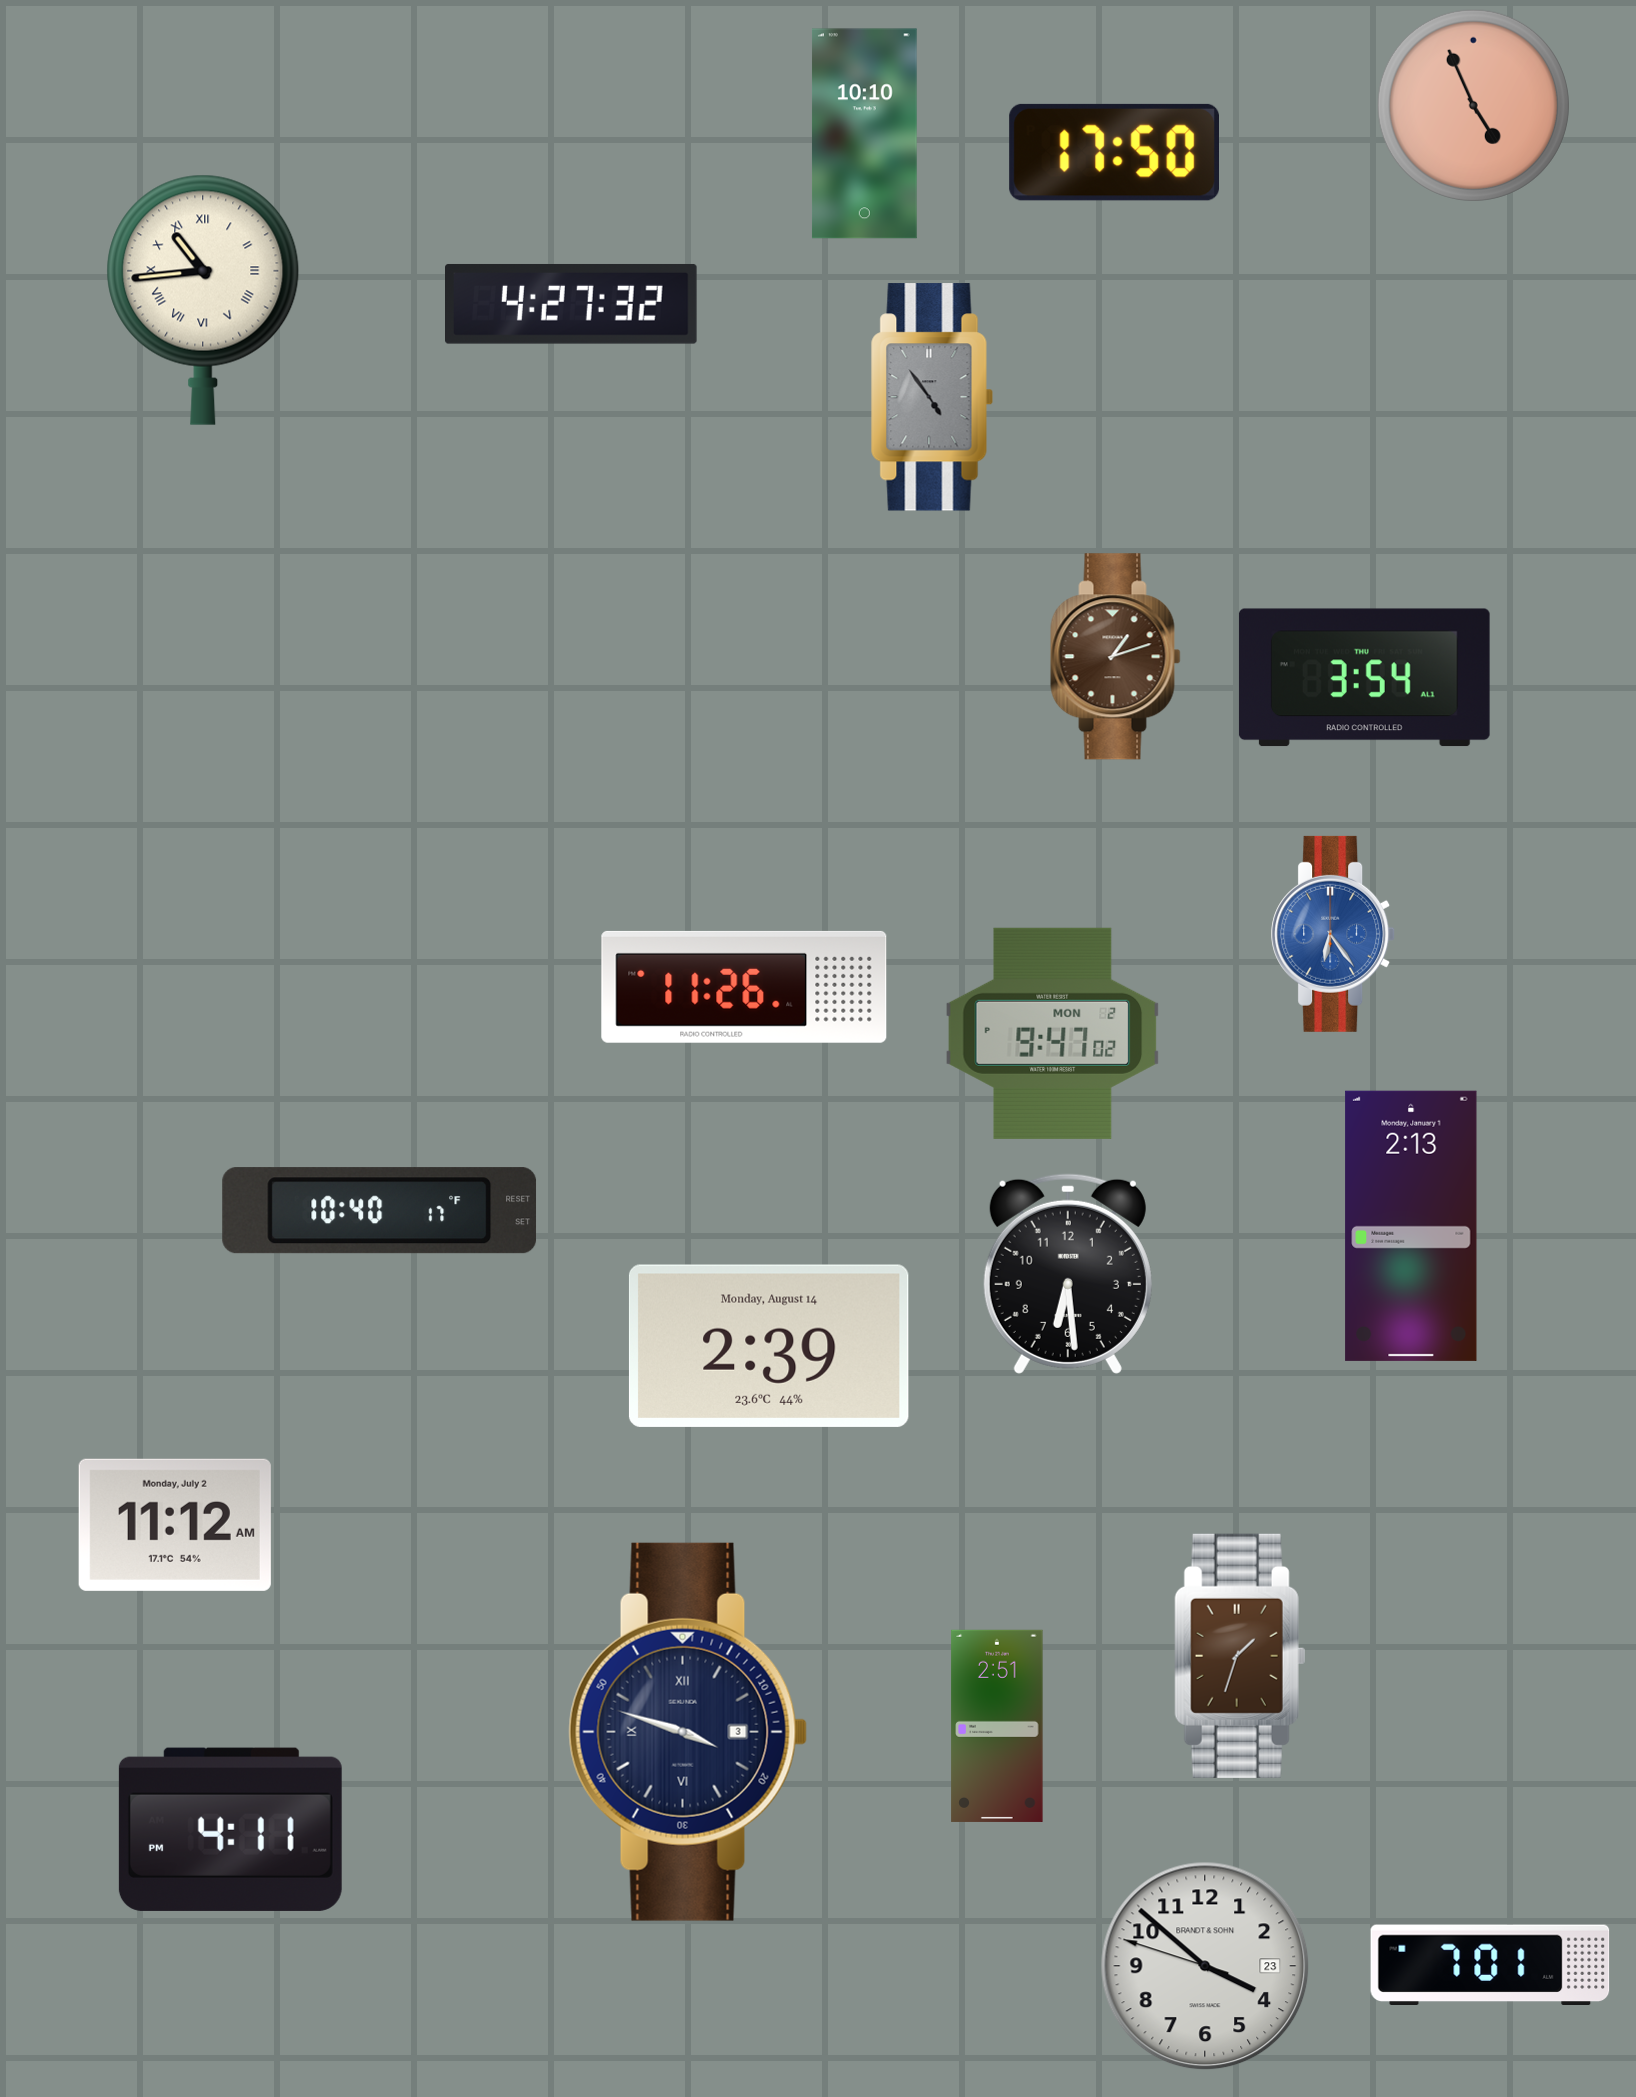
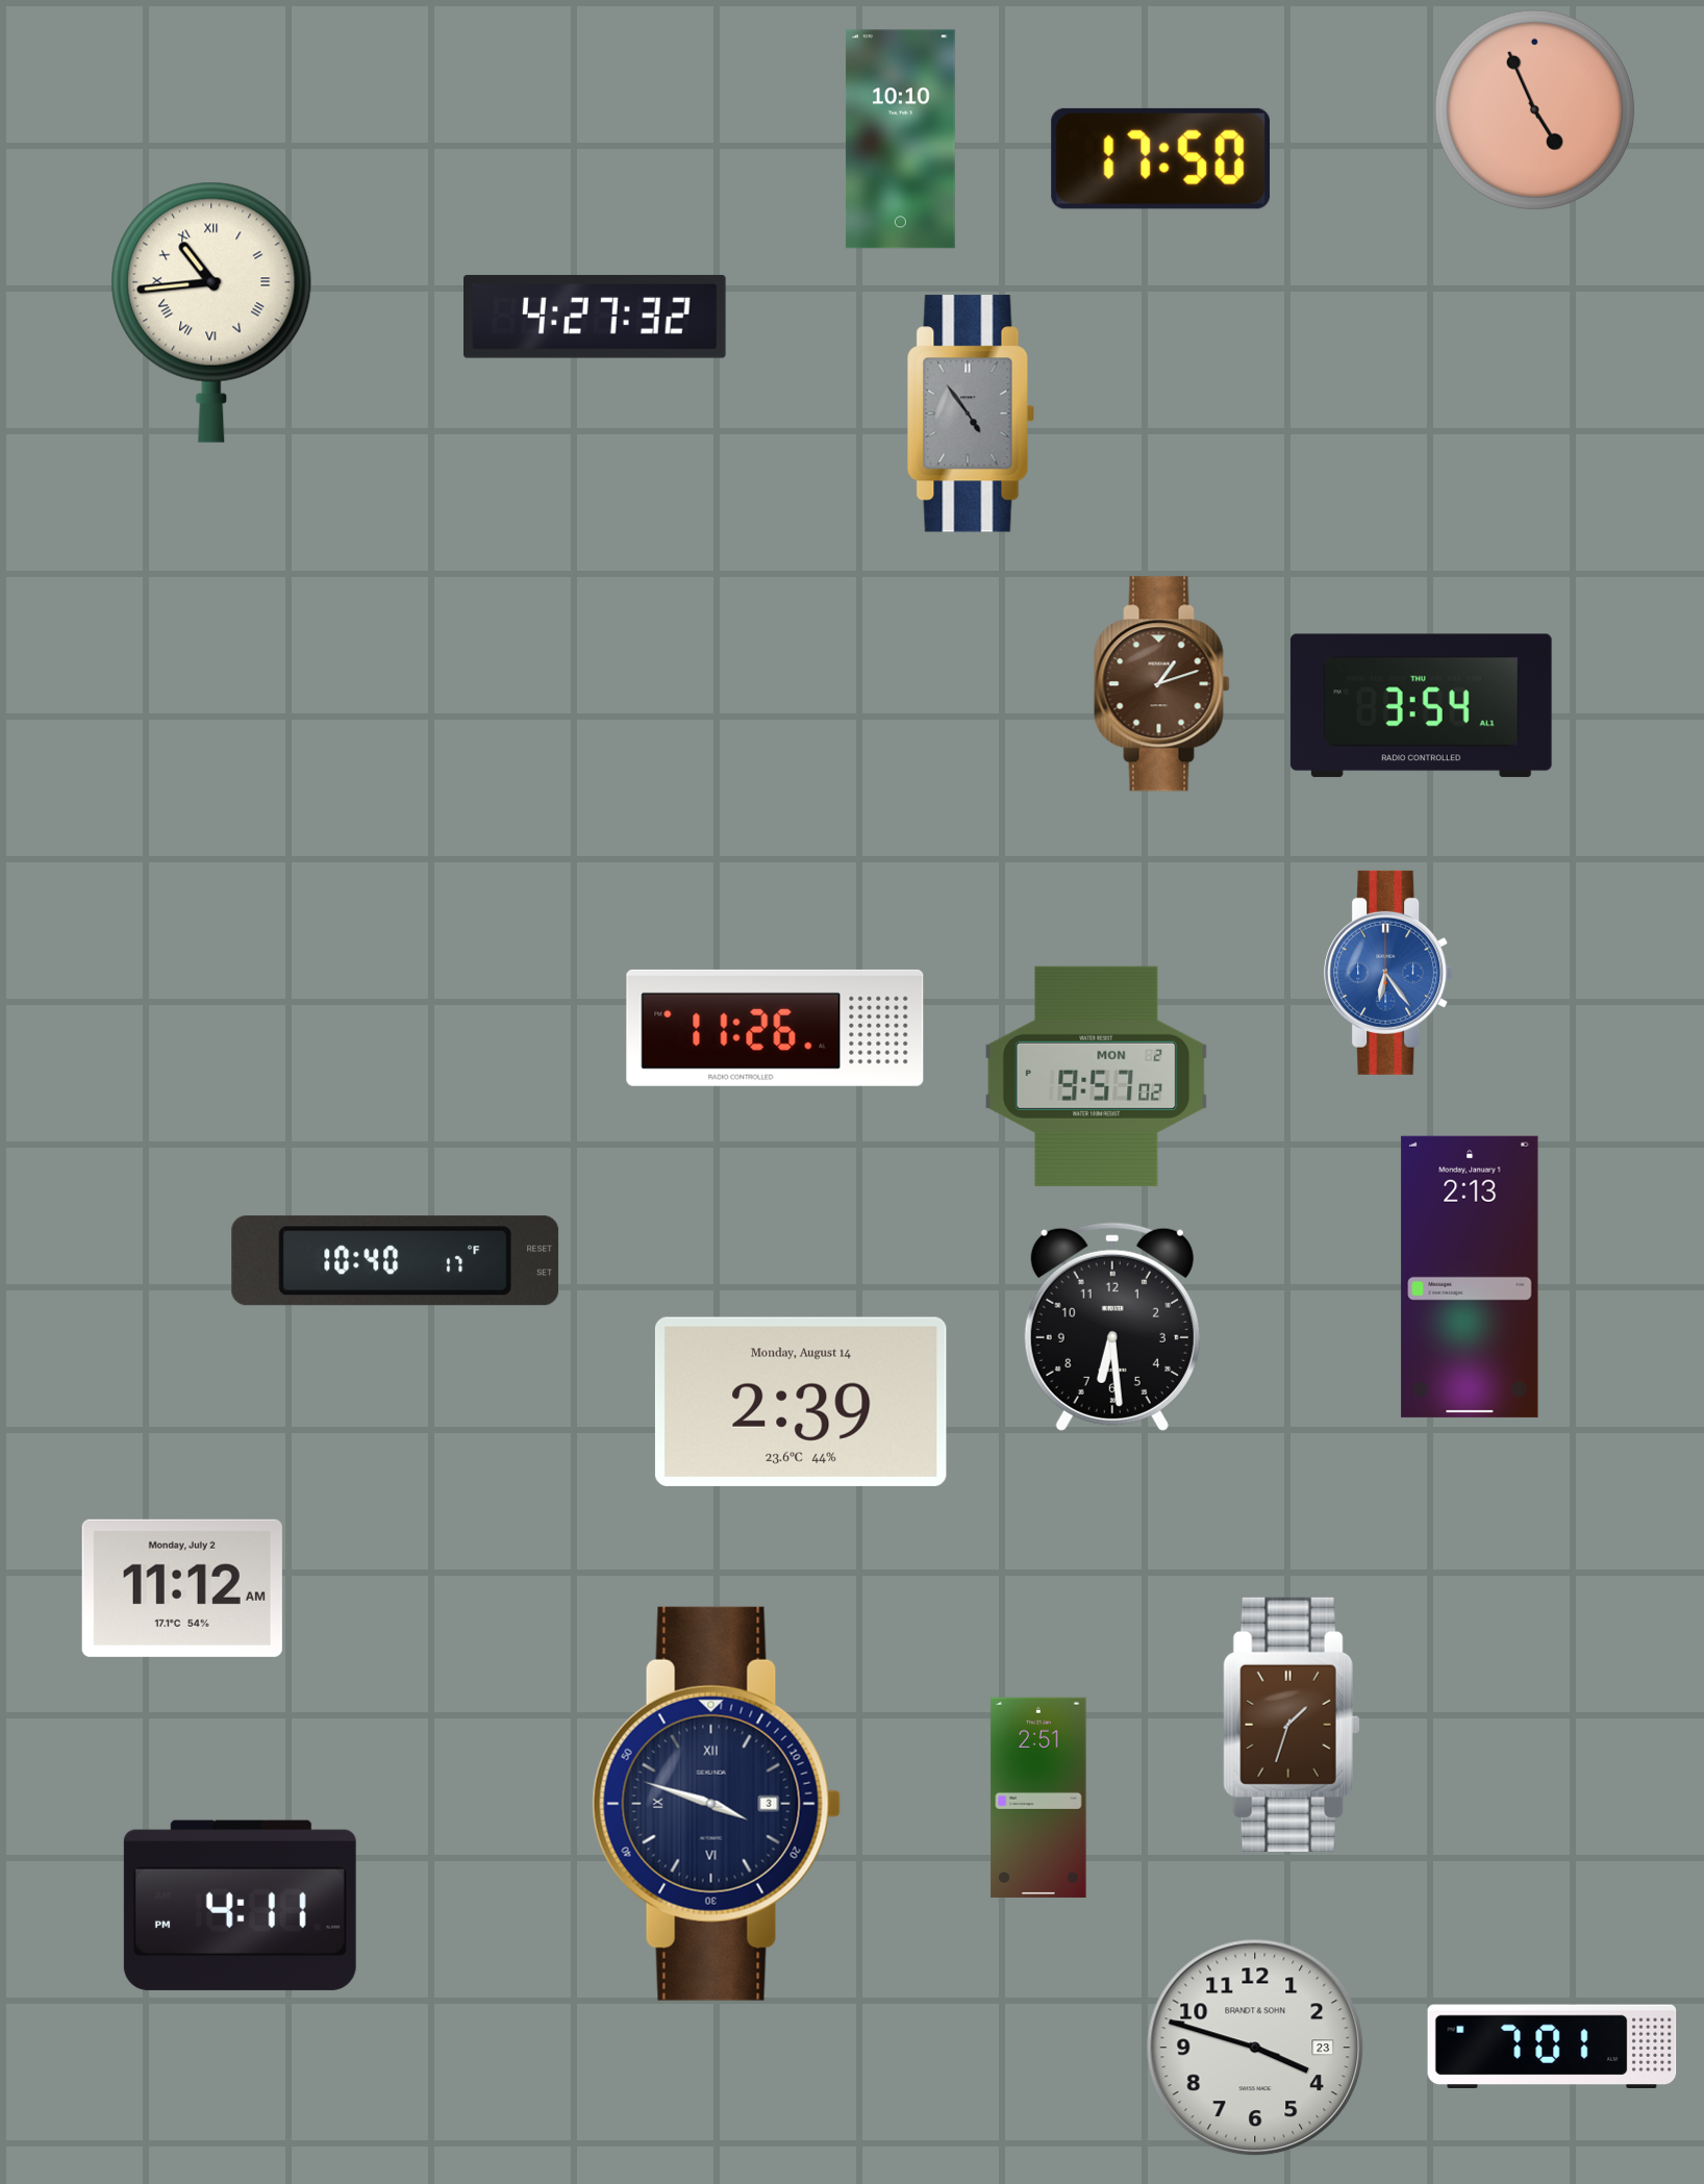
clock at (1053, 1033): 9:47 -> 9:57
clock at (1205, 1966): 3:51 -> 3:47
